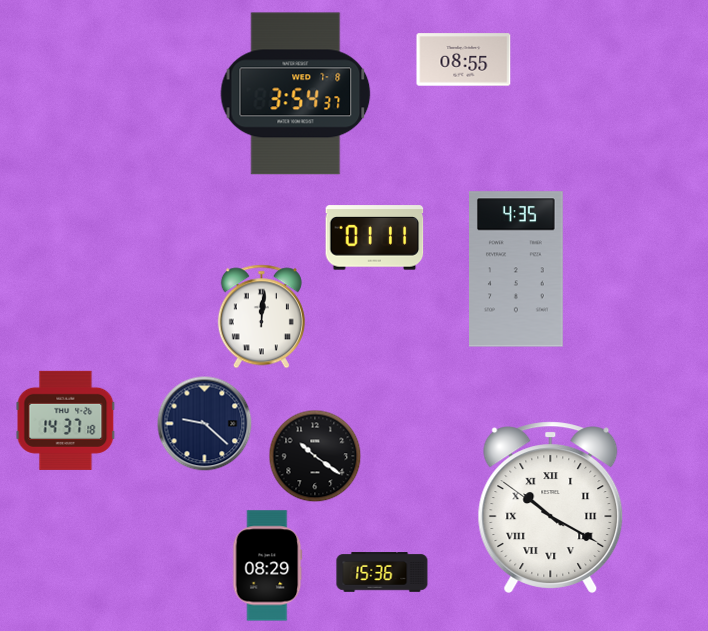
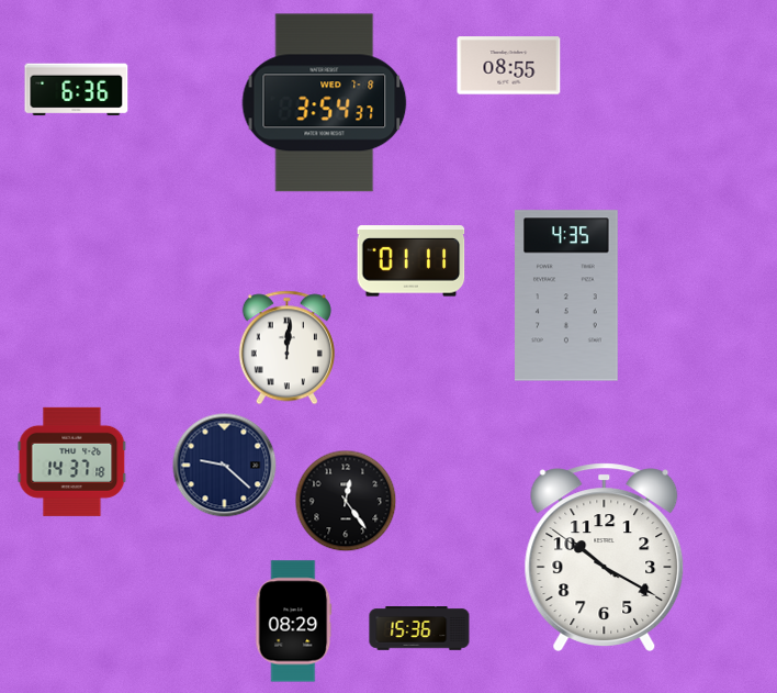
clock at (77, 90): none -> 6:36
clock at (315, 456): 10:21 -> 12:24
clock at (551, 507) numerals: Roman -> Arabic
